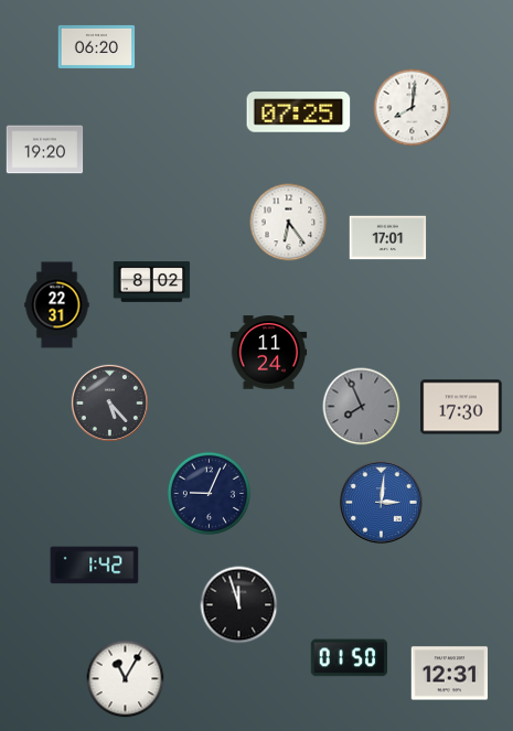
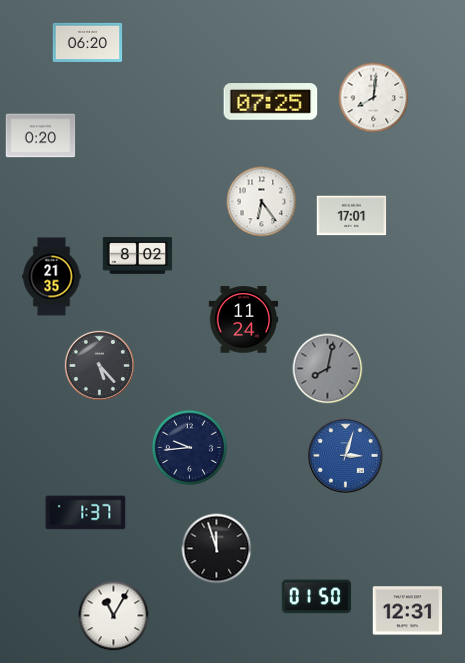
clock at (45, 150): 19:20 -> 0:20
clock at (57, 305): 22:31 -> 21:35
clock at (362, 407): 7:56 -> 8:02
clock at (461, 407): 17:30 -> none
clock at (209, 493): 9:04 -> 9:44
clock at (382, 503): 3:01 -> 3:03
clock at (95, 566): 1:42 -> 1:37
